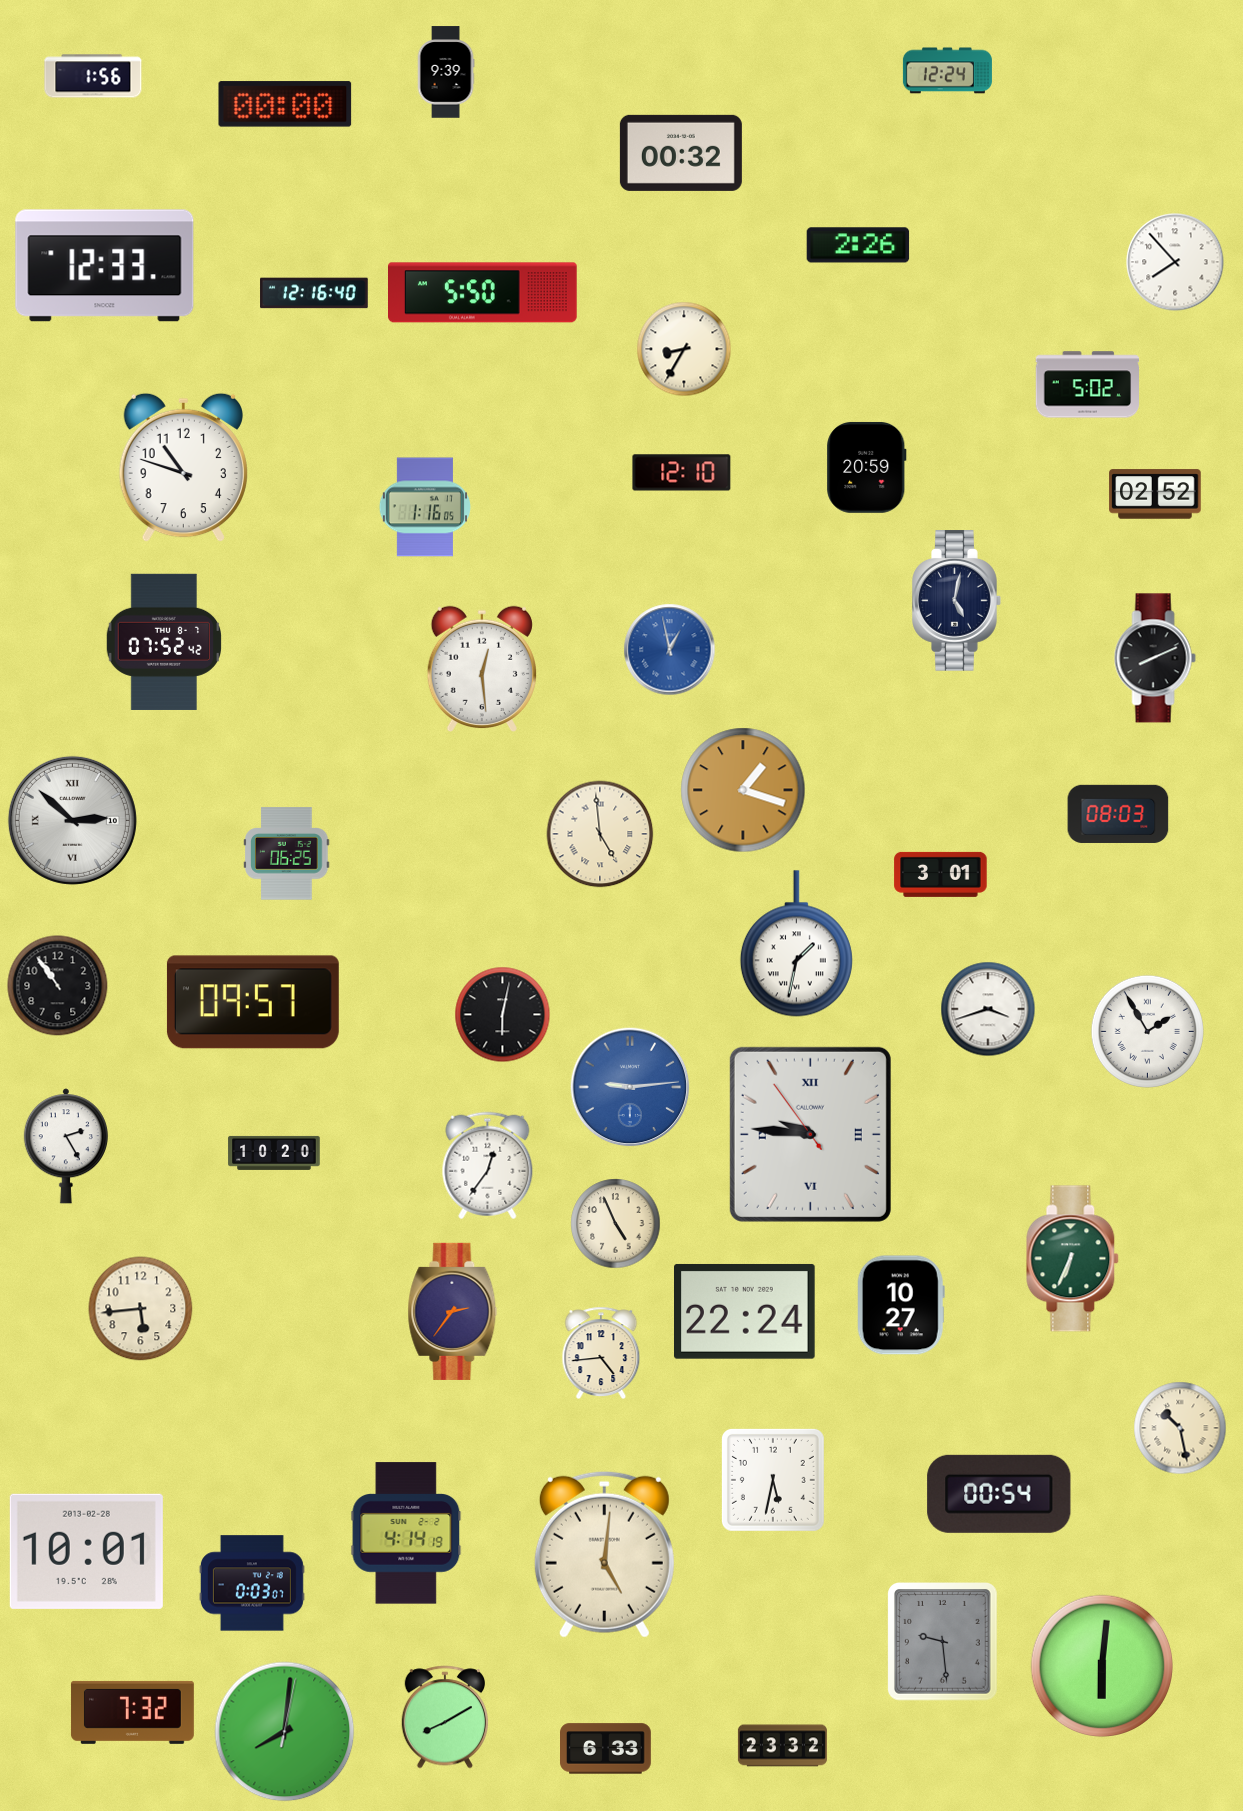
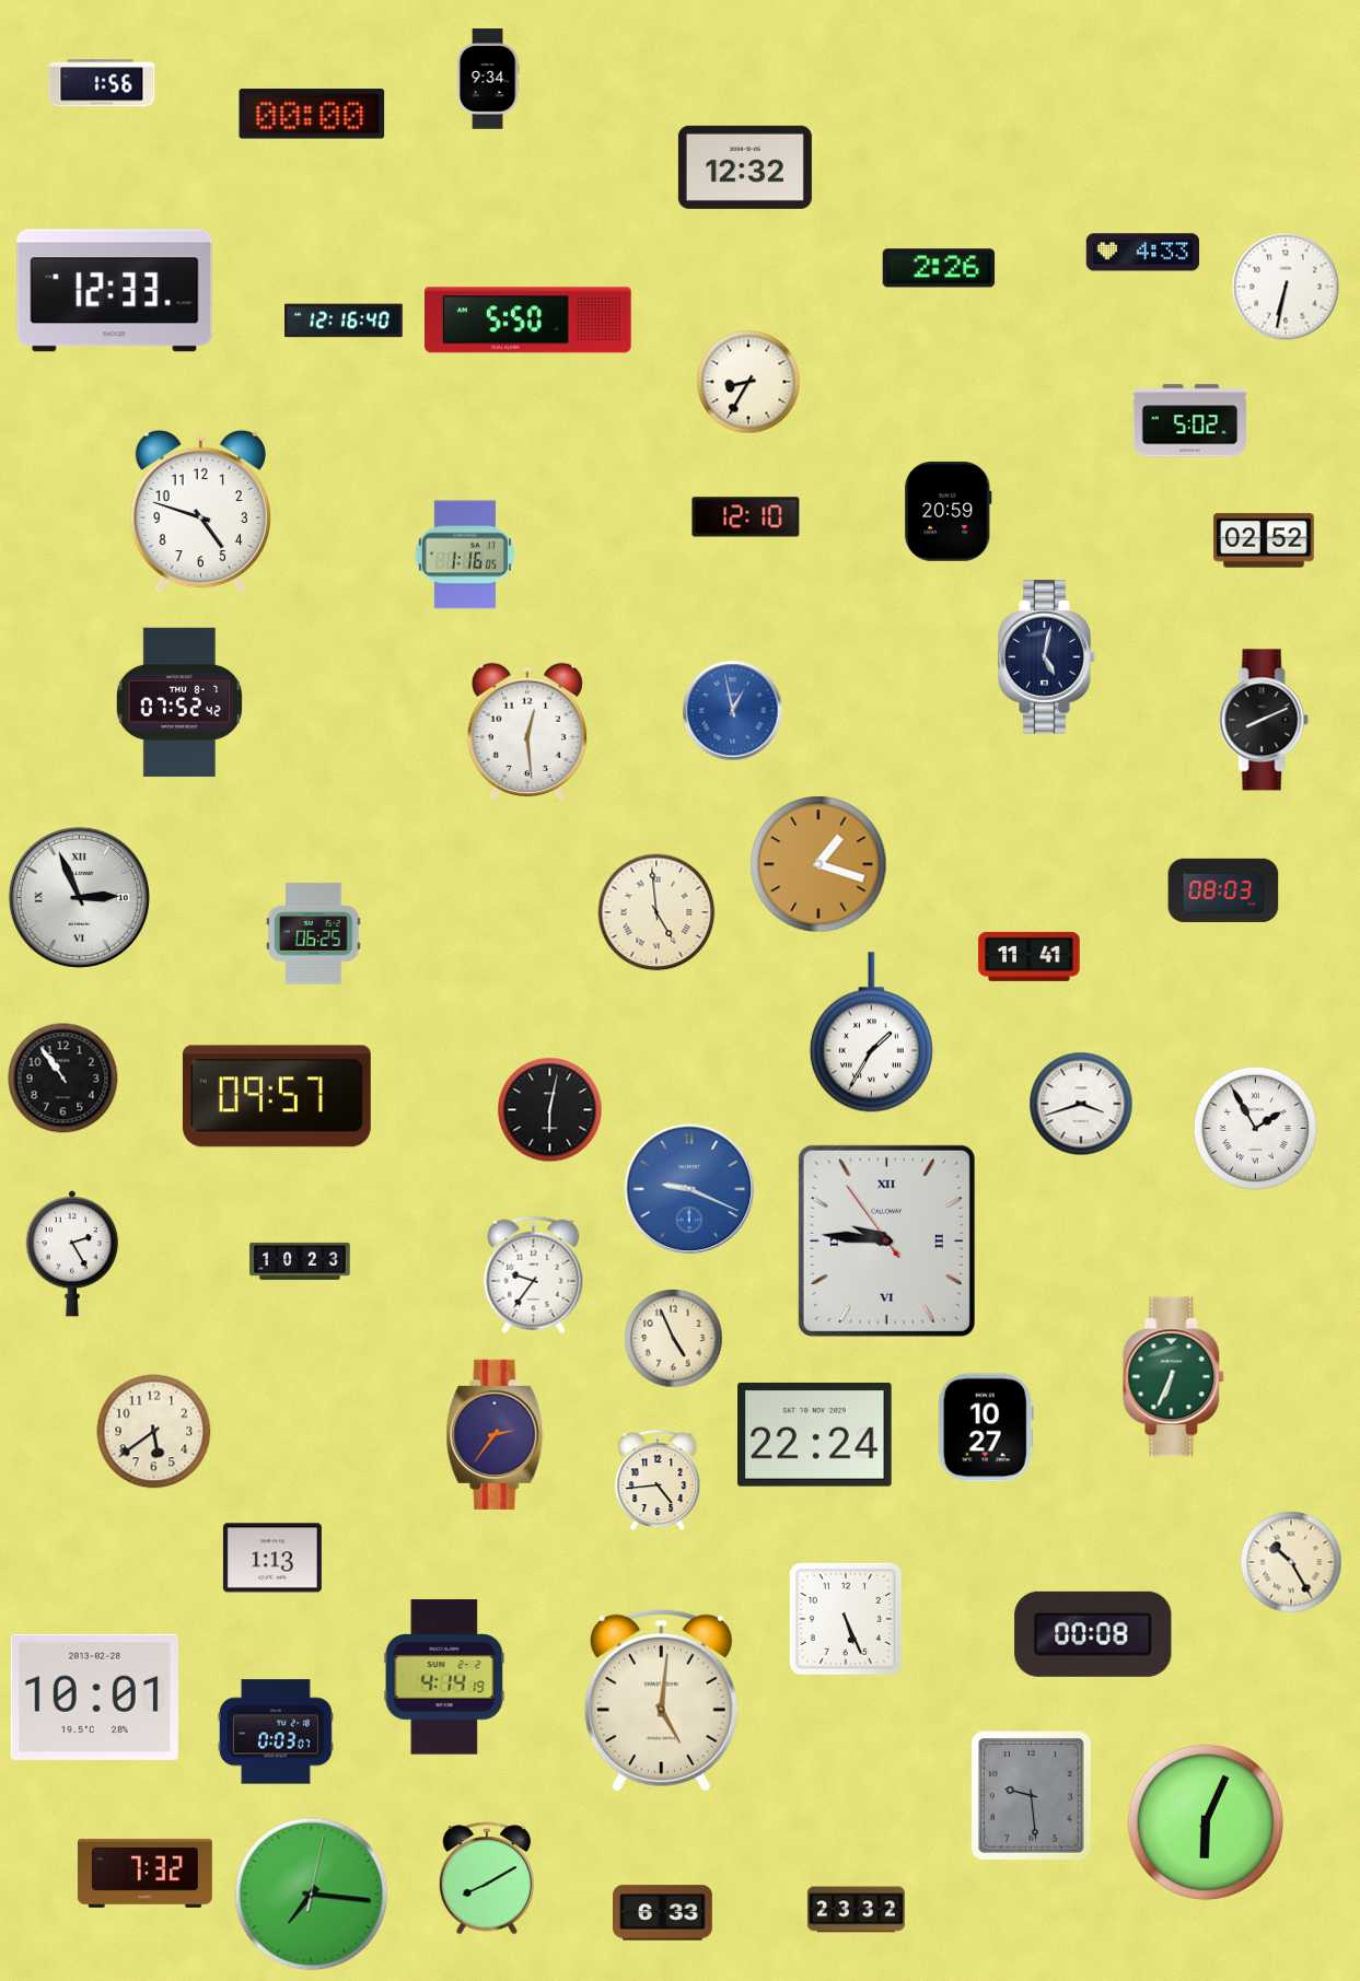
clock at (947, 71): 12:24 -> none
clock at (446, 72): 9:39 -> 9:34
clock at (681, 153): 00:32 -> 12:32
clock at (1142, 253): none -> 4:33
clock at (1175, 262): 7:53 -> 6:32
clock at (183, 468): 10:48 -> 4:48
clock at (743, 790) position: (743, 790) -> (818, 864)
clock at (72, 820): 2:52 -> 2:56
clock at (941, 874): 3:01 -> 11:41
clock at (796, 944): 1:32 -> 1:35
clock at (630, 1087): 9:14 -> 9:19
clock at (274, 1153): 10:20 -> 10:23
clock at (488, 1166): 12:36 -> 9:36
clock at (141, 1309): 5:44 -> 5:39
clock at (272, 1558): none -> 1:13
clock at (1180, 1428): 10:28 -> 10:25
clock at (773, 1480): 5:32 -> 5:26
clock at (999, 1494): 00:54 -> 00:08
clock at (1102, 1666): 6:01 -> 6:04
clock at (285, 1732): 8:01 -> 7:16
